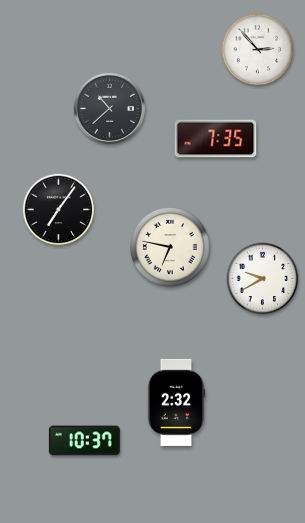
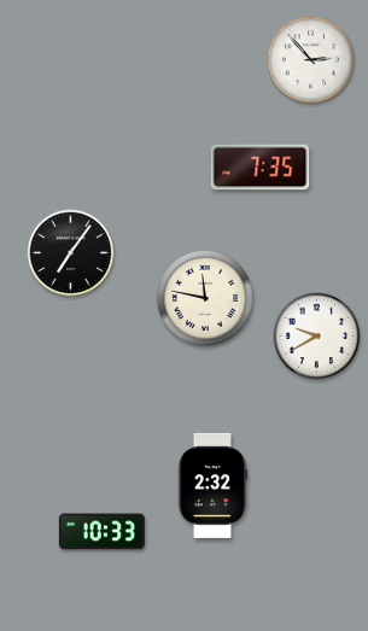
clock at (109, 108): 10:38 -> none
clock at (170, 247): 6:47 -> 11:47
clock at (84, 441): 10:37 -> 10:33
